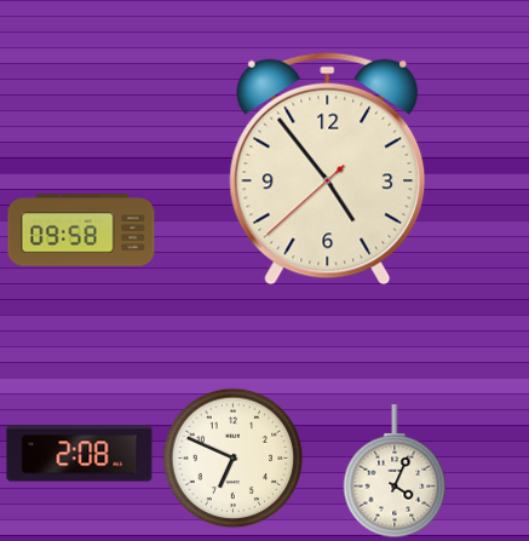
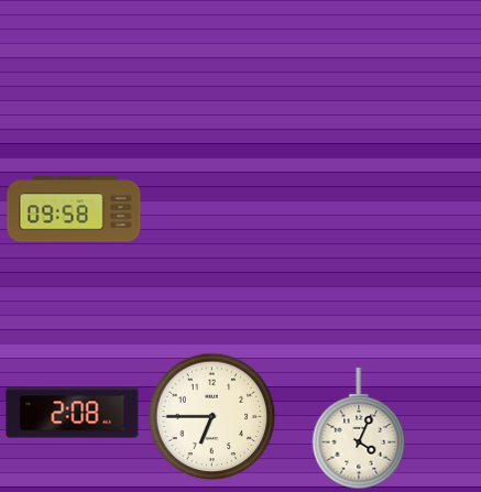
clock at (328, 168): 4:53 -> none
clock at (234, 459): 6:49 -> 6:45
